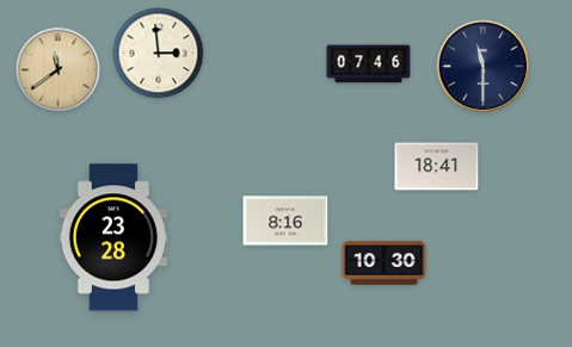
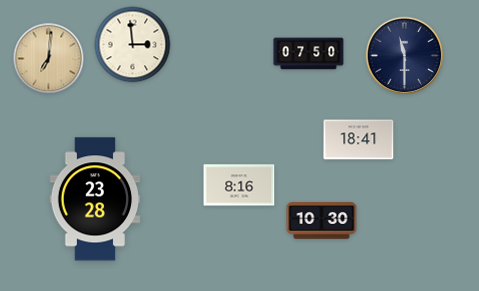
clock at (369, 64): 07:46 -> 07:50
clock at (59, 70): 11:39 -> 7:01
clock at (437, 167) position: (437, 167) -> (359, 140)
